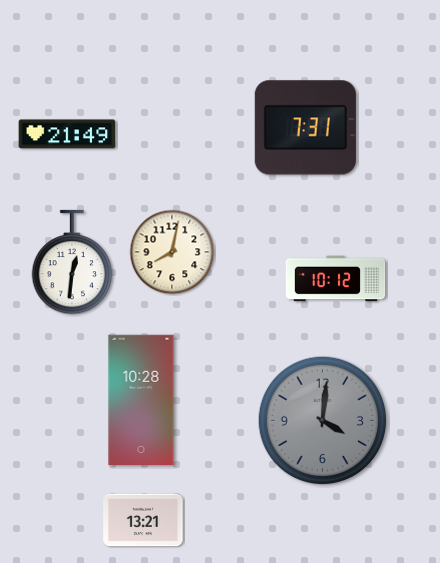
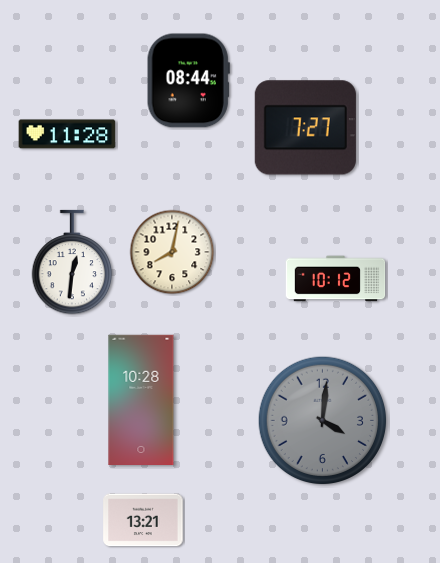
clock at (188, 81): none -> 08:44
clock at (305, 128): 7:31 -> 7:27
clock at (67, 134): 21:49 -> 11:28
